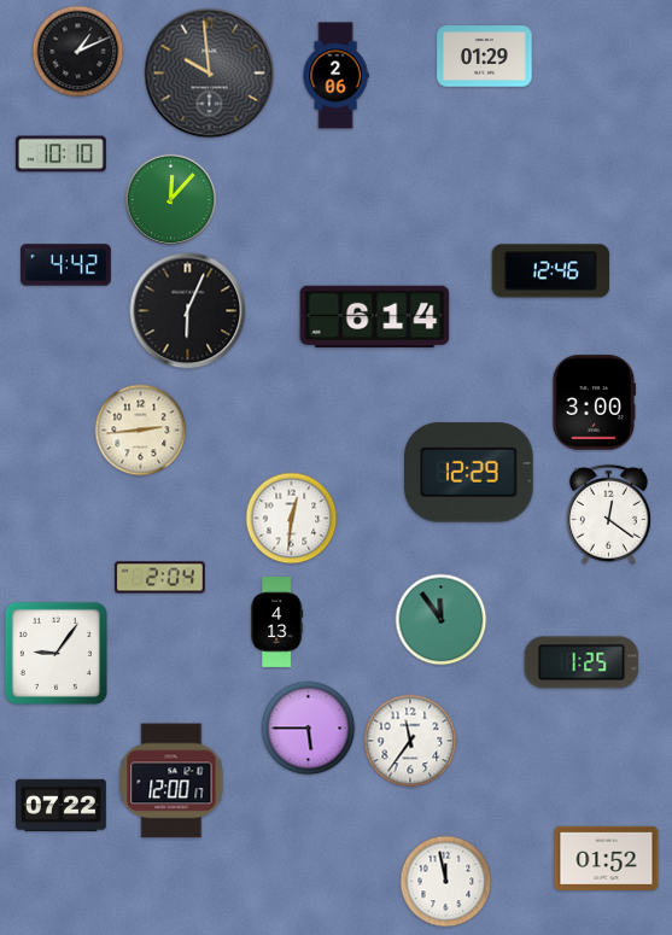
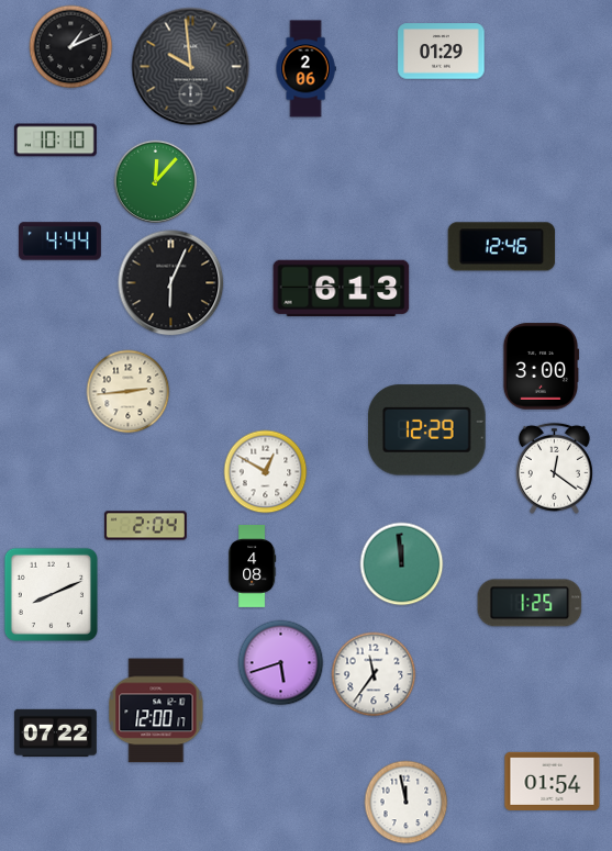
clock at (65, 265): 4:42 -> 4:44
clock at (375, 317): 6:14 -> 6:13
clock at (292, 519): 12:31 -> 12:50
clock at (442, 620): 11:54 -> 11:59
clock at (277, 623): 4:13 -> 4:08
clock at (55, 653): 9:06 -> 8:11
clock at (309, 729): 5:45 -> 5:42
clock at (607, 858): 01:52 -> 01:54
